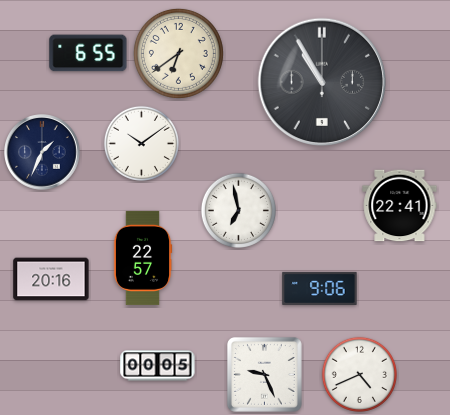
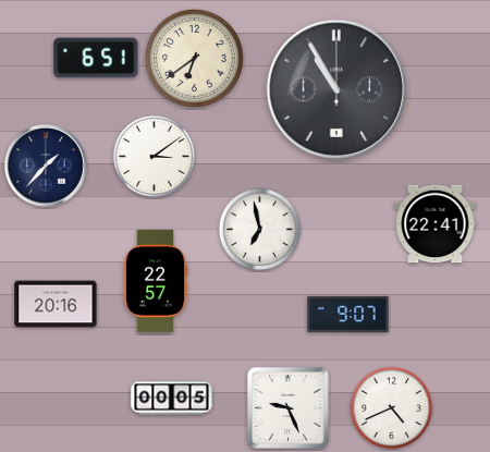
clock at (88, 53): 6:55 -> 6:51
clock at (321, 81) position: (321, 81) -> (335, 88)
clock at (141, 143): 10:09 -> 3:09
clock at (42, 152): 1:34 -> 1:37
clock at (320, 288): 9:06 -> 9:07
